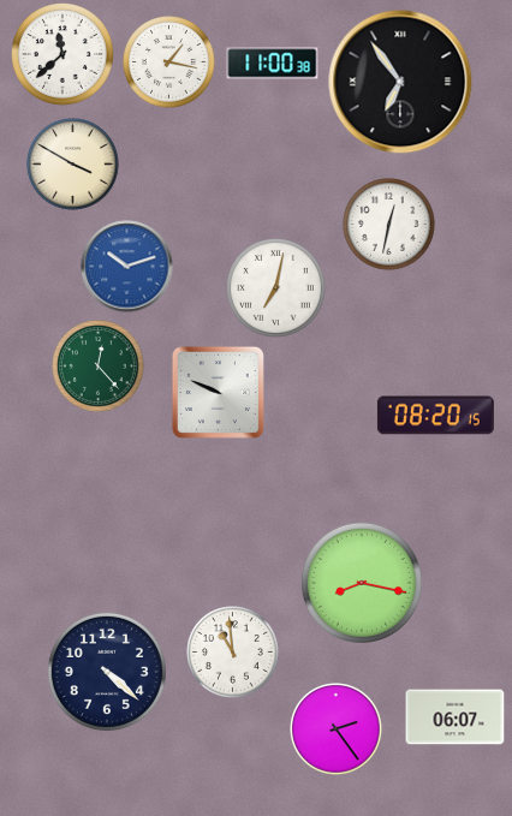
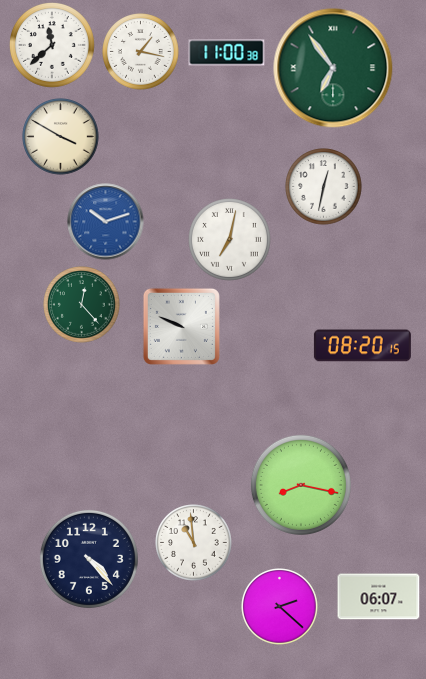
clock at (400, 82) dial: black -> green
clock at (107, 672): 4:22 -> 4:23
clock at (337, 729): 2:24 -> 2:22
